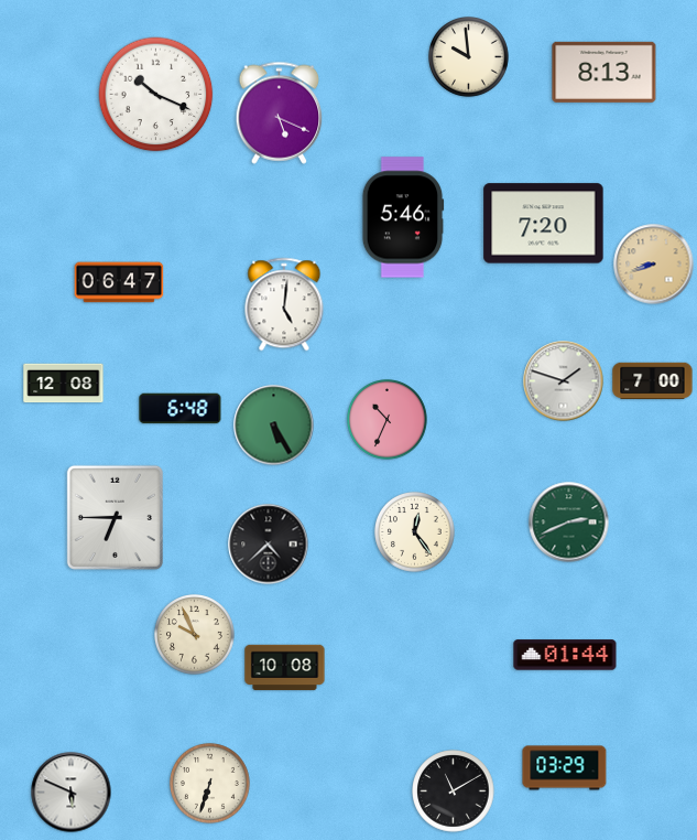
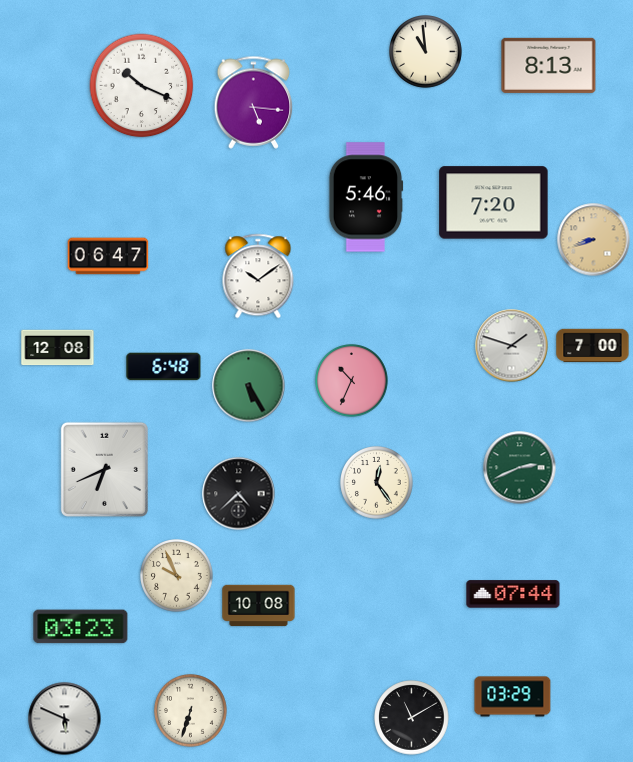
clock at (469, 57): 9:59 -> 10:59
clock at (280, 112): 5:19 -> 5:16
clock at (284, 304): 5:01 -> 10:09
clock at (181, 409) position: (181, 409) -> (164, 367)
clock at (115, 517): 6:45 -> 6:41
clock at (569, 523) position: (569, 523) -> (520, 468)
clock at (269, 545) position: (269, 545) -> (239, 494)
clock at (565, 655): 01:44 -> 07:44
clock at (81, 627): none -> 03:23
